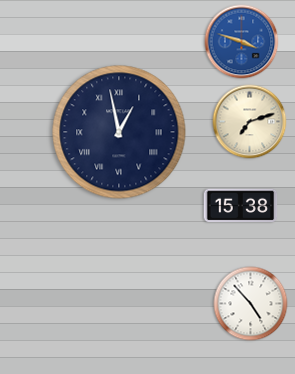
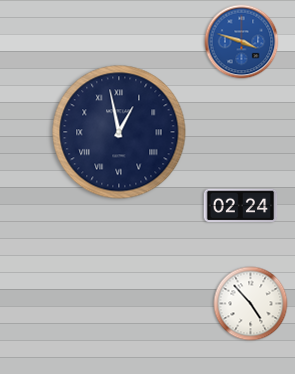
clock at (250, 122): 7:12 -> none
clock at (241, 206): 15:38 -> 02:24
